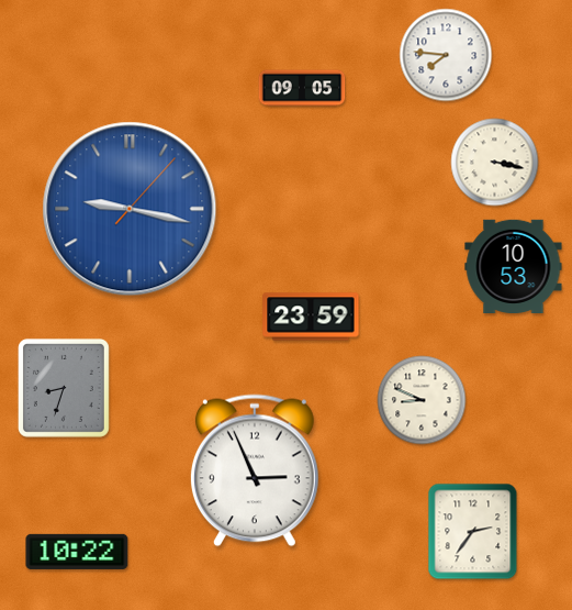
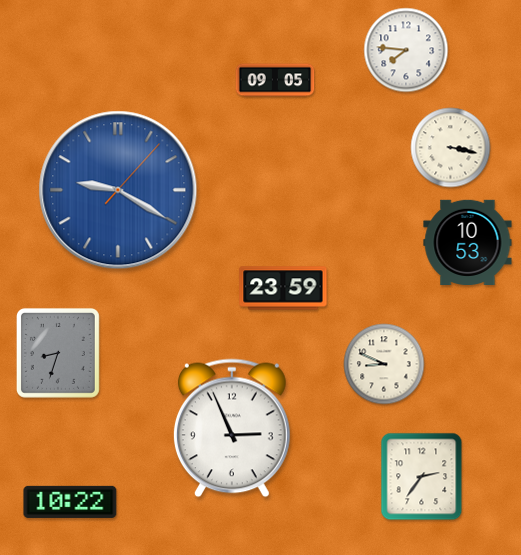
clock at (130, 209): 9:17 -> 9:20
clock at (473, 532) position: (473, 532) -> (422, 477)
